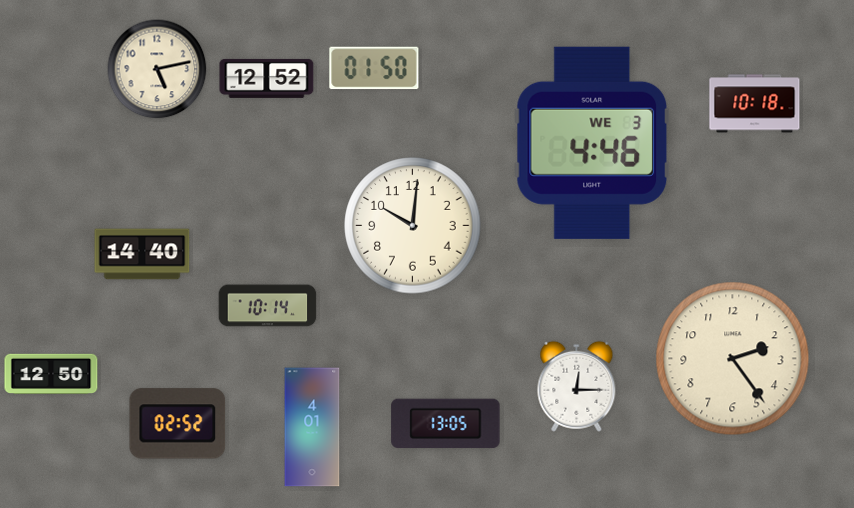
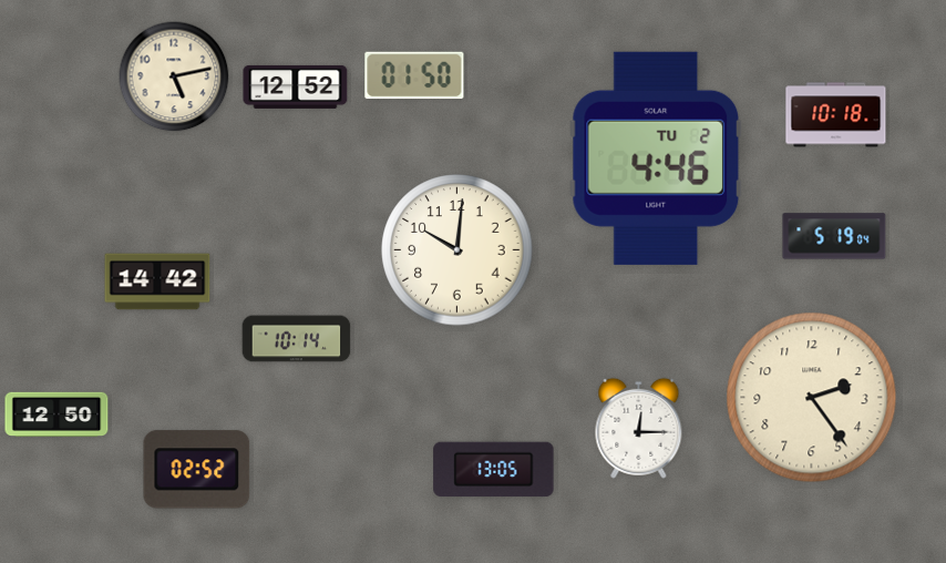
clock at (592, 143) date: WE 3 -> TU 2
clock at (834, 236): none -> 5:19
clock at (142, 254): 14:40 -> 14:42
clock at (312, 427): 4:01 -> none
